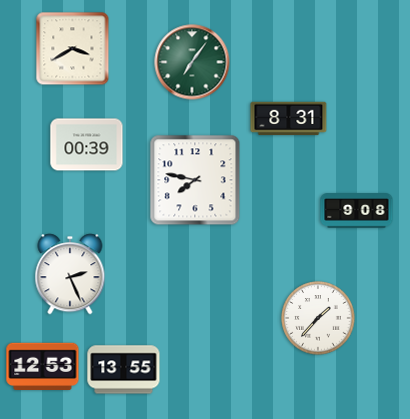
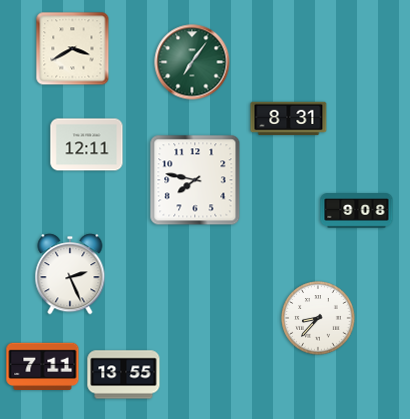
clock at (87, 145): 00:39 -> 12:11
clock at (318, 318): 1:37 -> 8:37
clock at (43, 366): 12:53 -> 7:11
clock at (124, 370) position: (124, 370) -> (124, 375)
